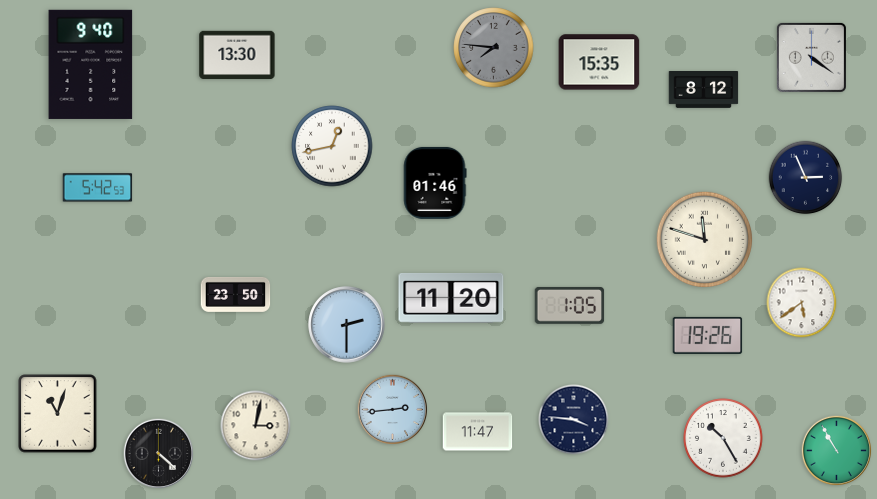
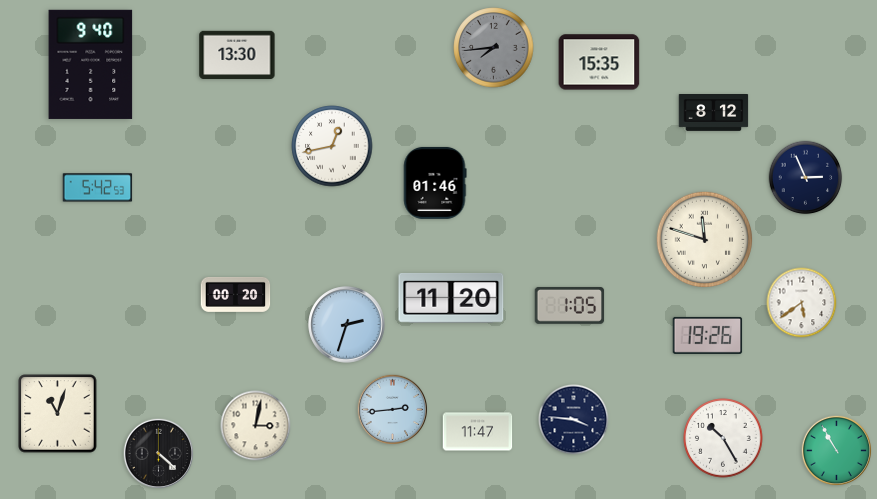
clock at (494, 48): 7:46 -> 7:44
clock at (811, 57): 4:21 -> none
clock at (704, 90) position: (704, 90) -> (714, 113)
clock at (236, 294): 23:50 -> 00:20
clock at (347, 325): 2:30 -> 2:33
